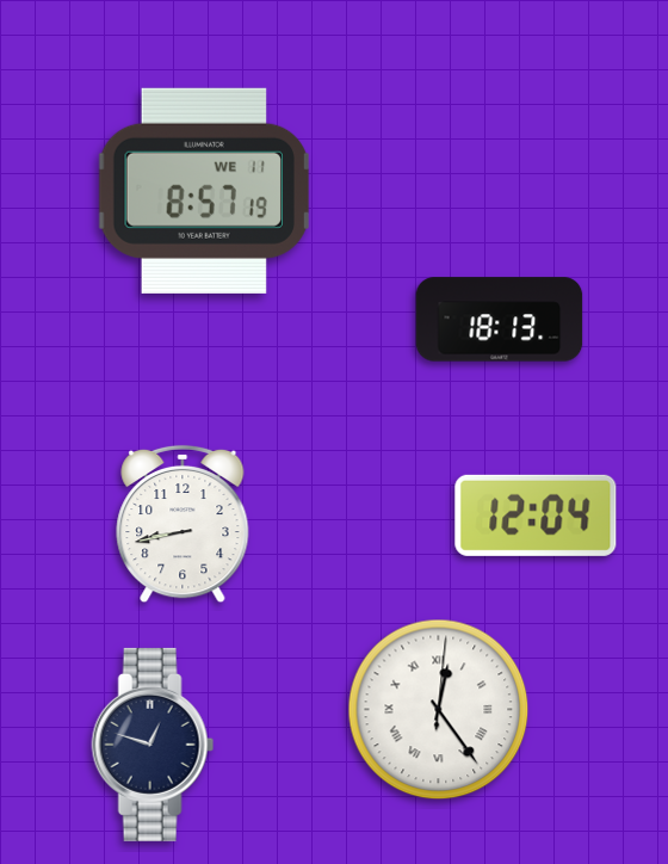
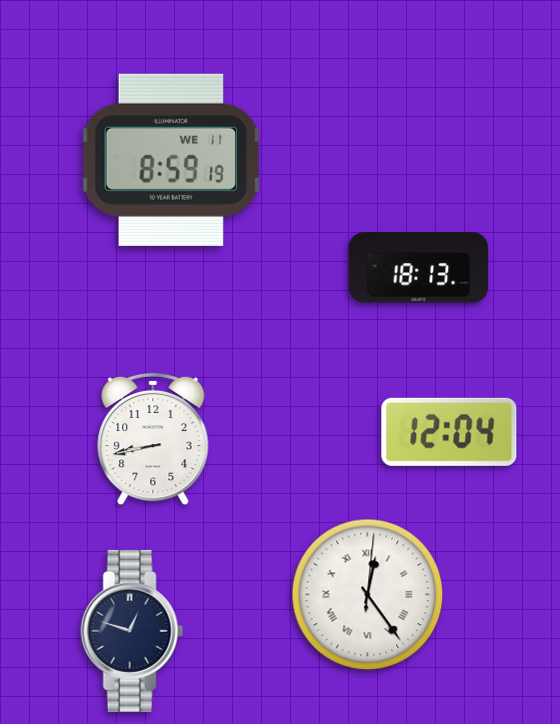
clock at (203, 191): 8:57 -> 8:59
clock at (153, 745) position: (153, 745) -> (132, 631)
